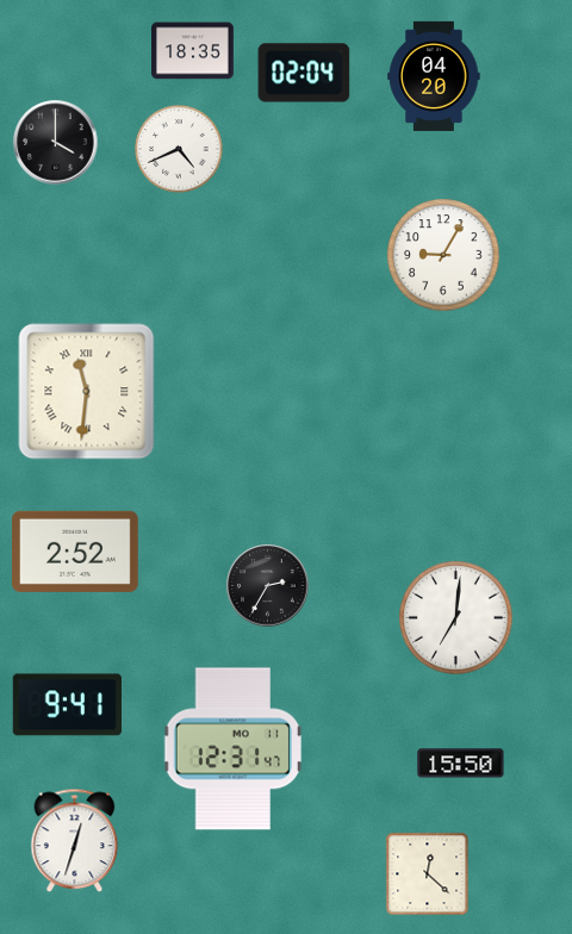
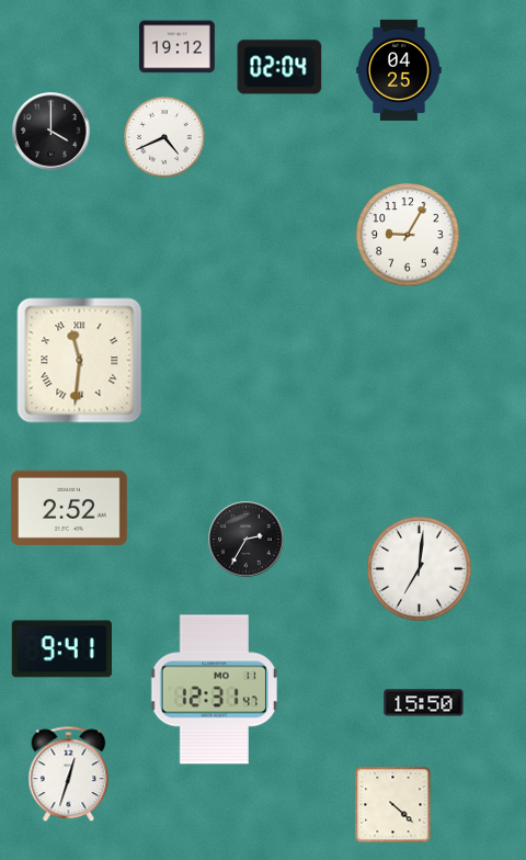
clock at (193, 51): 18:35 -> 19:12
clock at (434, 76): 04:20 -> 04:25
clock at (428, 874): 12:22 -> 4:22
